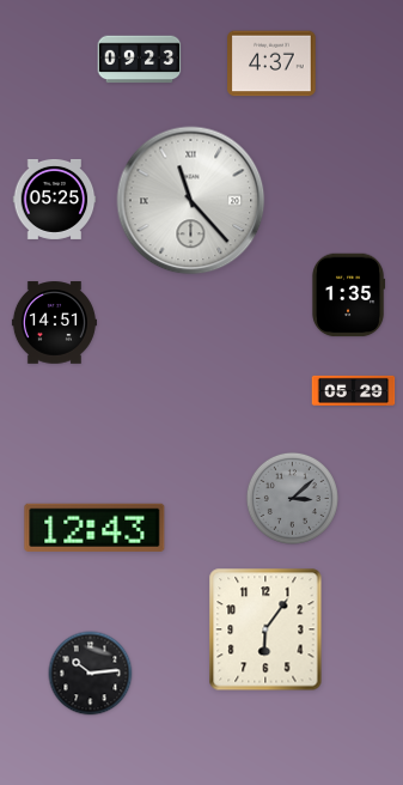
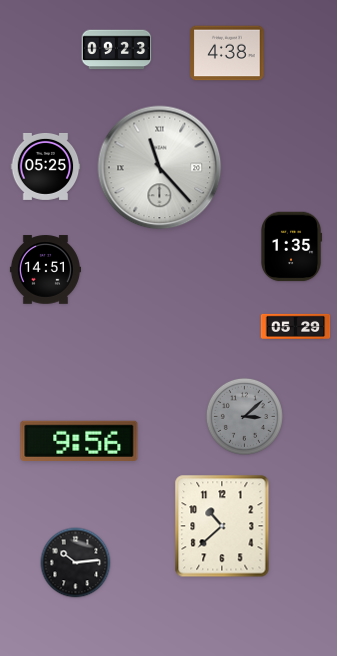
clock at (271, 63): 4:37 -> 4:38
clock at (94, 528): 12:43 -> 9:56
clock at (265, 629): 6:06 -> 10:38
